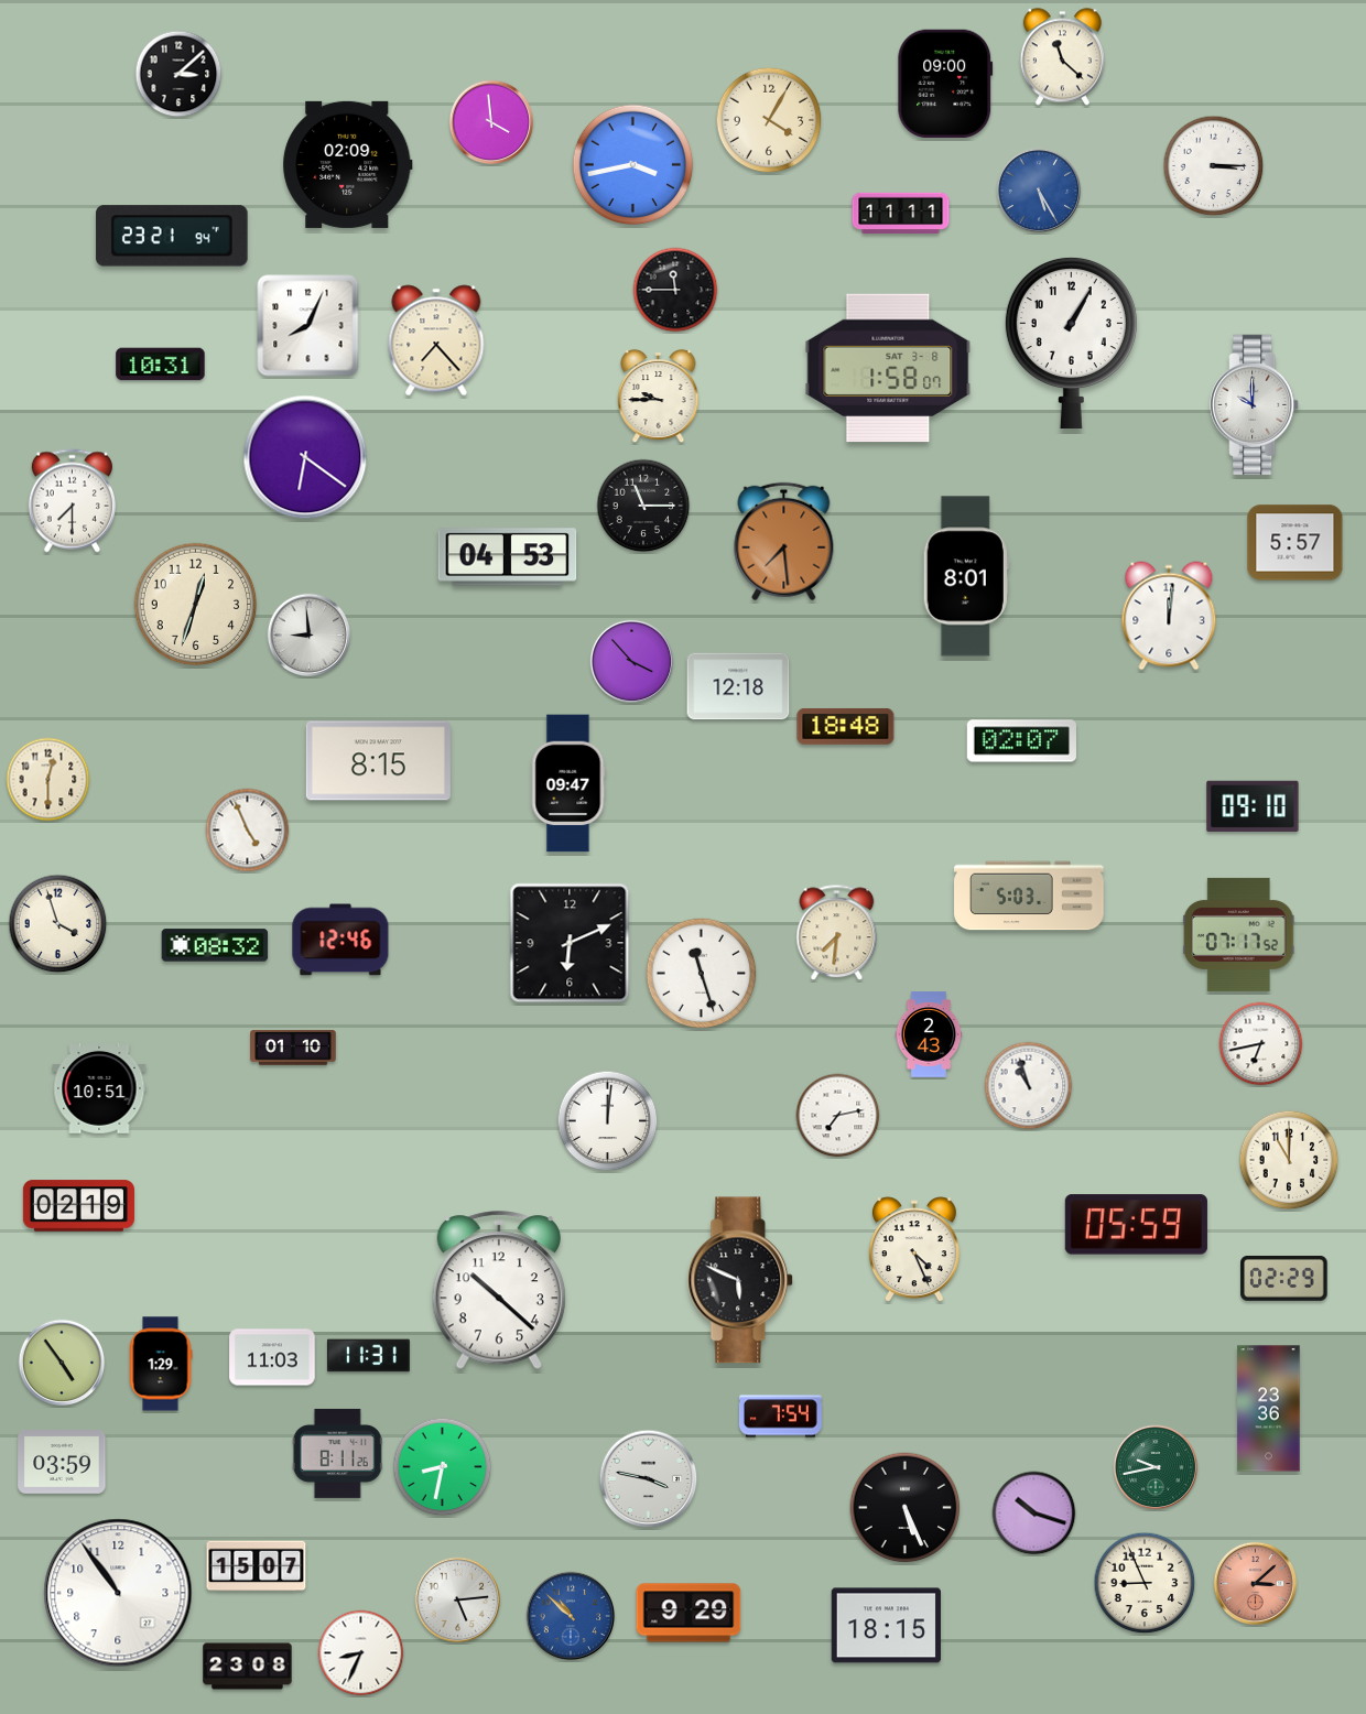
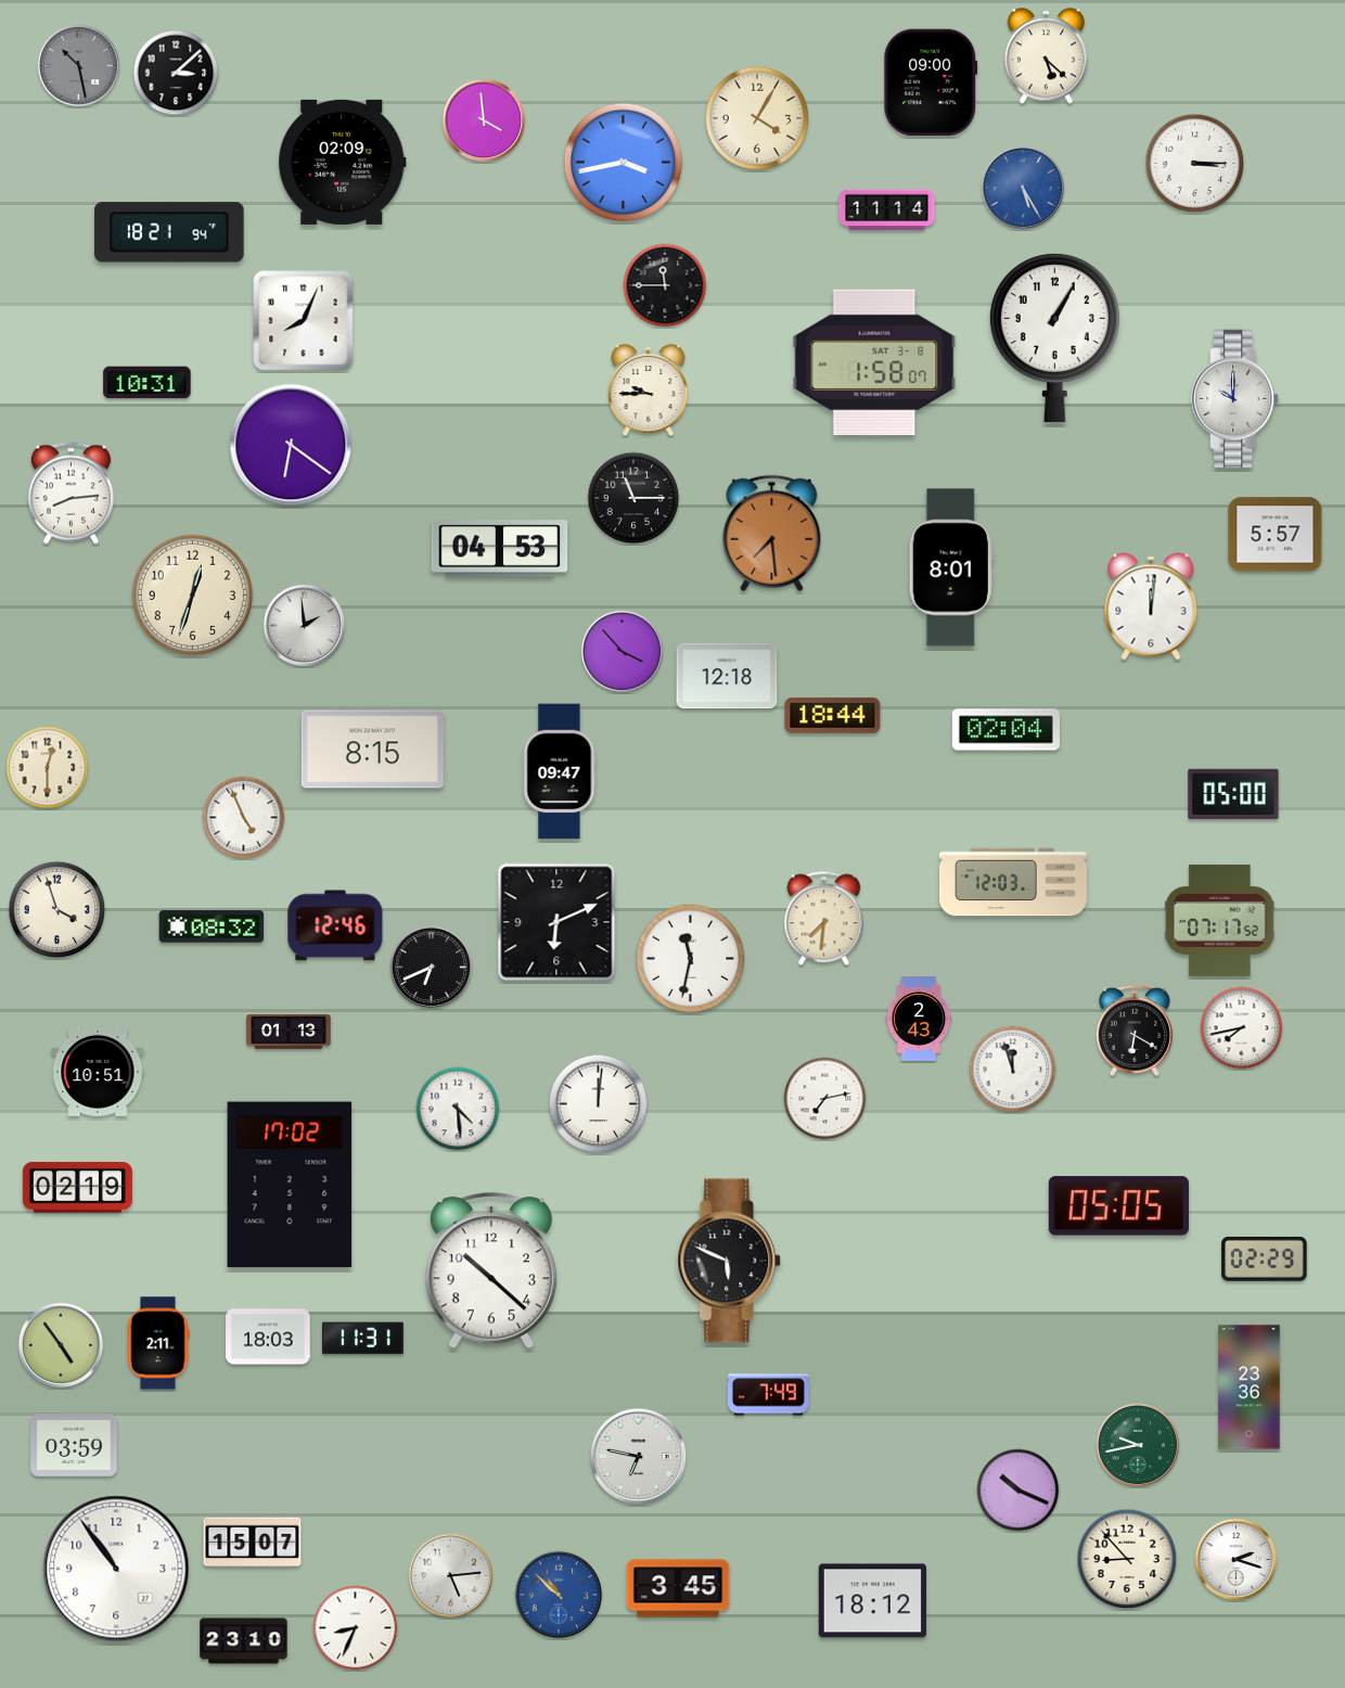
clock at (1062, 57): 11:22 -> 5:22
clock at (79, 66): none -> 10:28
clock at (901, 214): 11:11 -> 11:14
clock at (172, 236): 23:21 -> 18:21
clock at (436, 340): 7:23 -> none
clock at (161, 365) position: (161, 365) -> (148, 383)
clock at (305, 457) position: (305, 457) -> (291, 445)
clock at (72, 501): 7:30 -> 8:14
clock at (310, 636): 8:59 -> 1:59
clock at (846, 726): 18:48 -> 18:44
clock at (1021, 741): 02:07 -> 02:04
clock at (1253, 806): 09:10 -> 05:00
clock at (1029, 896): 5:03 -> 12:03
clock at (570, 943) position: (570, 943) -> (556, 922)
clock at (215, 945) position: (215, 945) -> (212, 926)
clock at (702, 974): 11:27 -> 11:32
clock at (432, 968): none -> 6:41
clock at (929, 1034) position: (929, 1034) -> (919, 1019)
clock at (1261, 1044): 6:43 -> 7:43
clock at (1135, 1031): none -> 6:20
clock at (293, 1048): 01:10 -> 01:13
clock at (1029, 1086): 10:57 -> 11:57
clock at (458, 1109): none -> 4:29
clock at (1289, 1160): 11:00 -> none
clock at (290, 1185): none -> 17:02
clock at (1136, 1225): 05:59 -> 05:05
clock at (914, 1250): 4:26 -> none
clock at (368, 1356) position: (368, 1356) -> (362, 1339)
clock at (272, 1357): 11:03 -> 18:03
clock at (62, 1363) position: (62, 1363) -> (61, 1345)
clock at (161, 1364): 1:29 -> 2:11
clock at (780, 1417): 7:54 -> 7:49
clock at (337, 1453): 8:11 -> none
clock at (62, 1463) position: (62, 1463) -> (74, 1446)
clock at (443, 1467): 8:32 -> none
clock at (649, 1479): 3:47 -> 6:47
clock at (906, 1508): 5:26 -> none
clock at (1034, 1514): 10:18 -> 10:19
clock at (1145, 1583): 8:56 -> 8:53
clock at (1256, 1584): 3:08 -> 2:18
clock at (1256, 1584) dial: salmon -> white
clock at (689, 1613): 9:29 -> 3:45
clock at (571, 1616) position: (571, 1616) -> (559, 1595)
clock at (886, 1626): 18:15 -> 18:12
clock at (248, 1667): 23:08 -> 23:10
